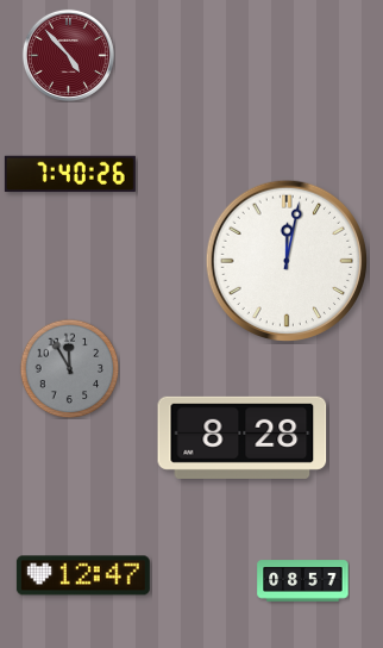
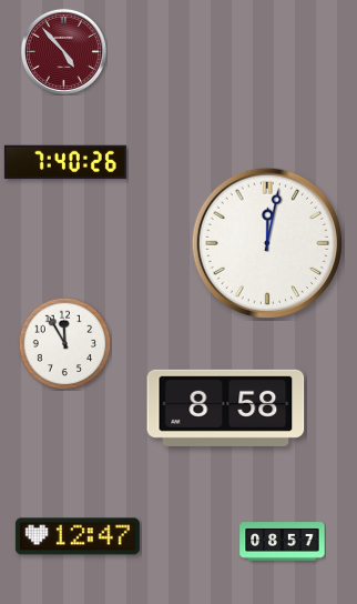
clock at (69, 368) dial: grey -> white
clock at (243, 437): 8:28 -> 8:58
